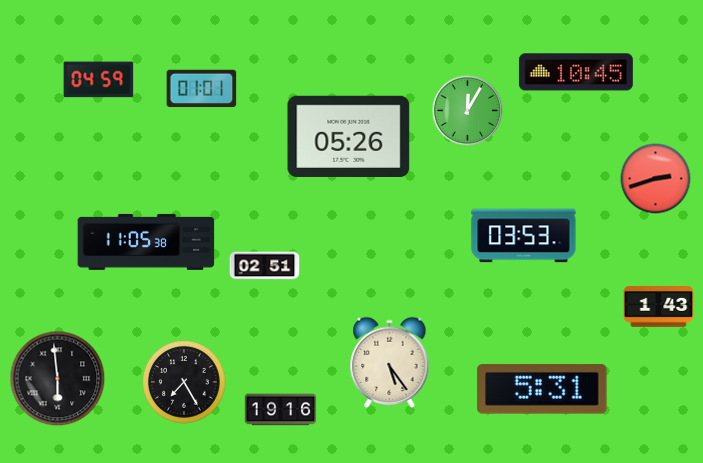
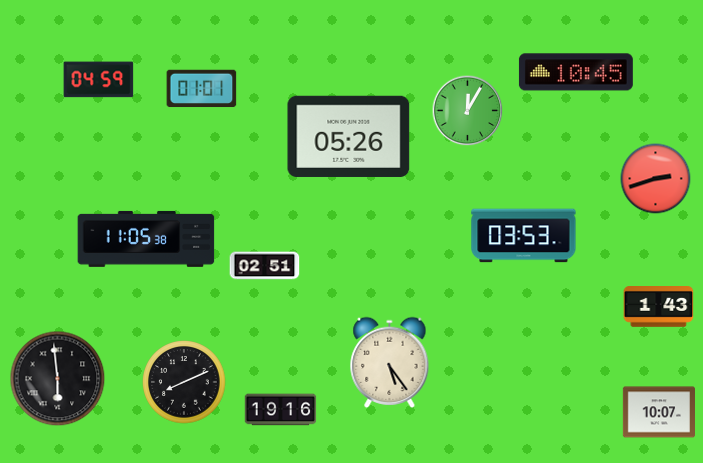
clock at (146, 242) position: (146, 242) -> (146, 239)
clock at (184, 382): 7:25 -> 8:11
clock at (542, 389): 5:31 -> none
clock at (658, 412): none -> 10:07
